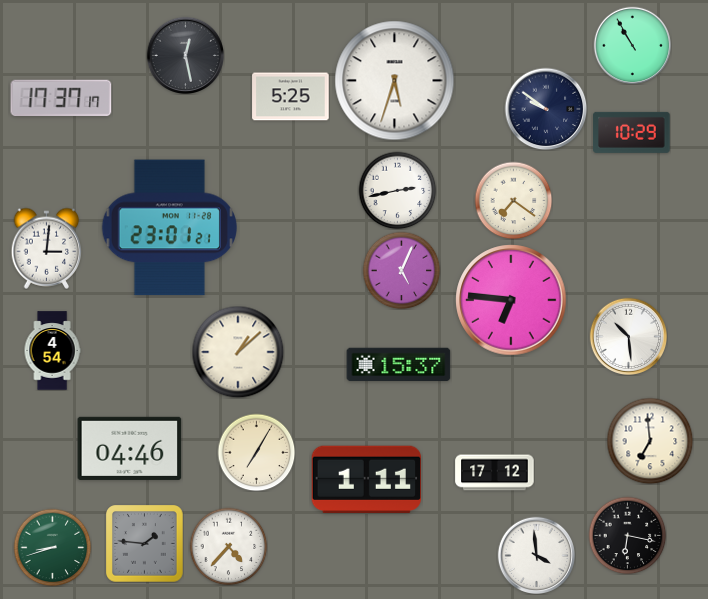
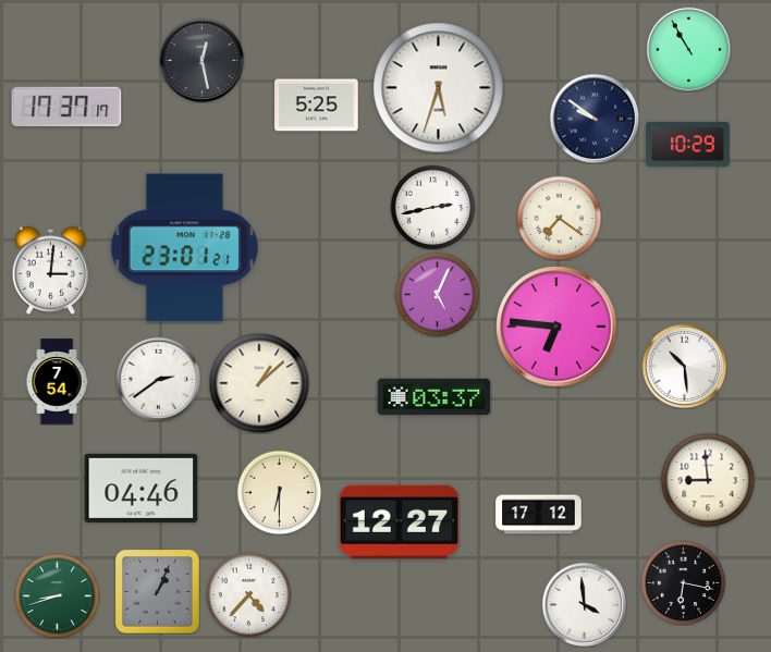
clock at (395, 81) position: (395, 81) -> (439, 88)
clock at (158, 379): none -> 2:39
clock at (52, 351): 4:54 -> 7:54
clock at (399, 365): 15:37 -> 03:37
clock at (650, 441): 6:59 -> 8:59
clock at (256, 452): 7:05 -> 6:30
clock at (366, 480): 1:11 -> 12:27
clock at (145, 544): 1:46 -> 1:04
